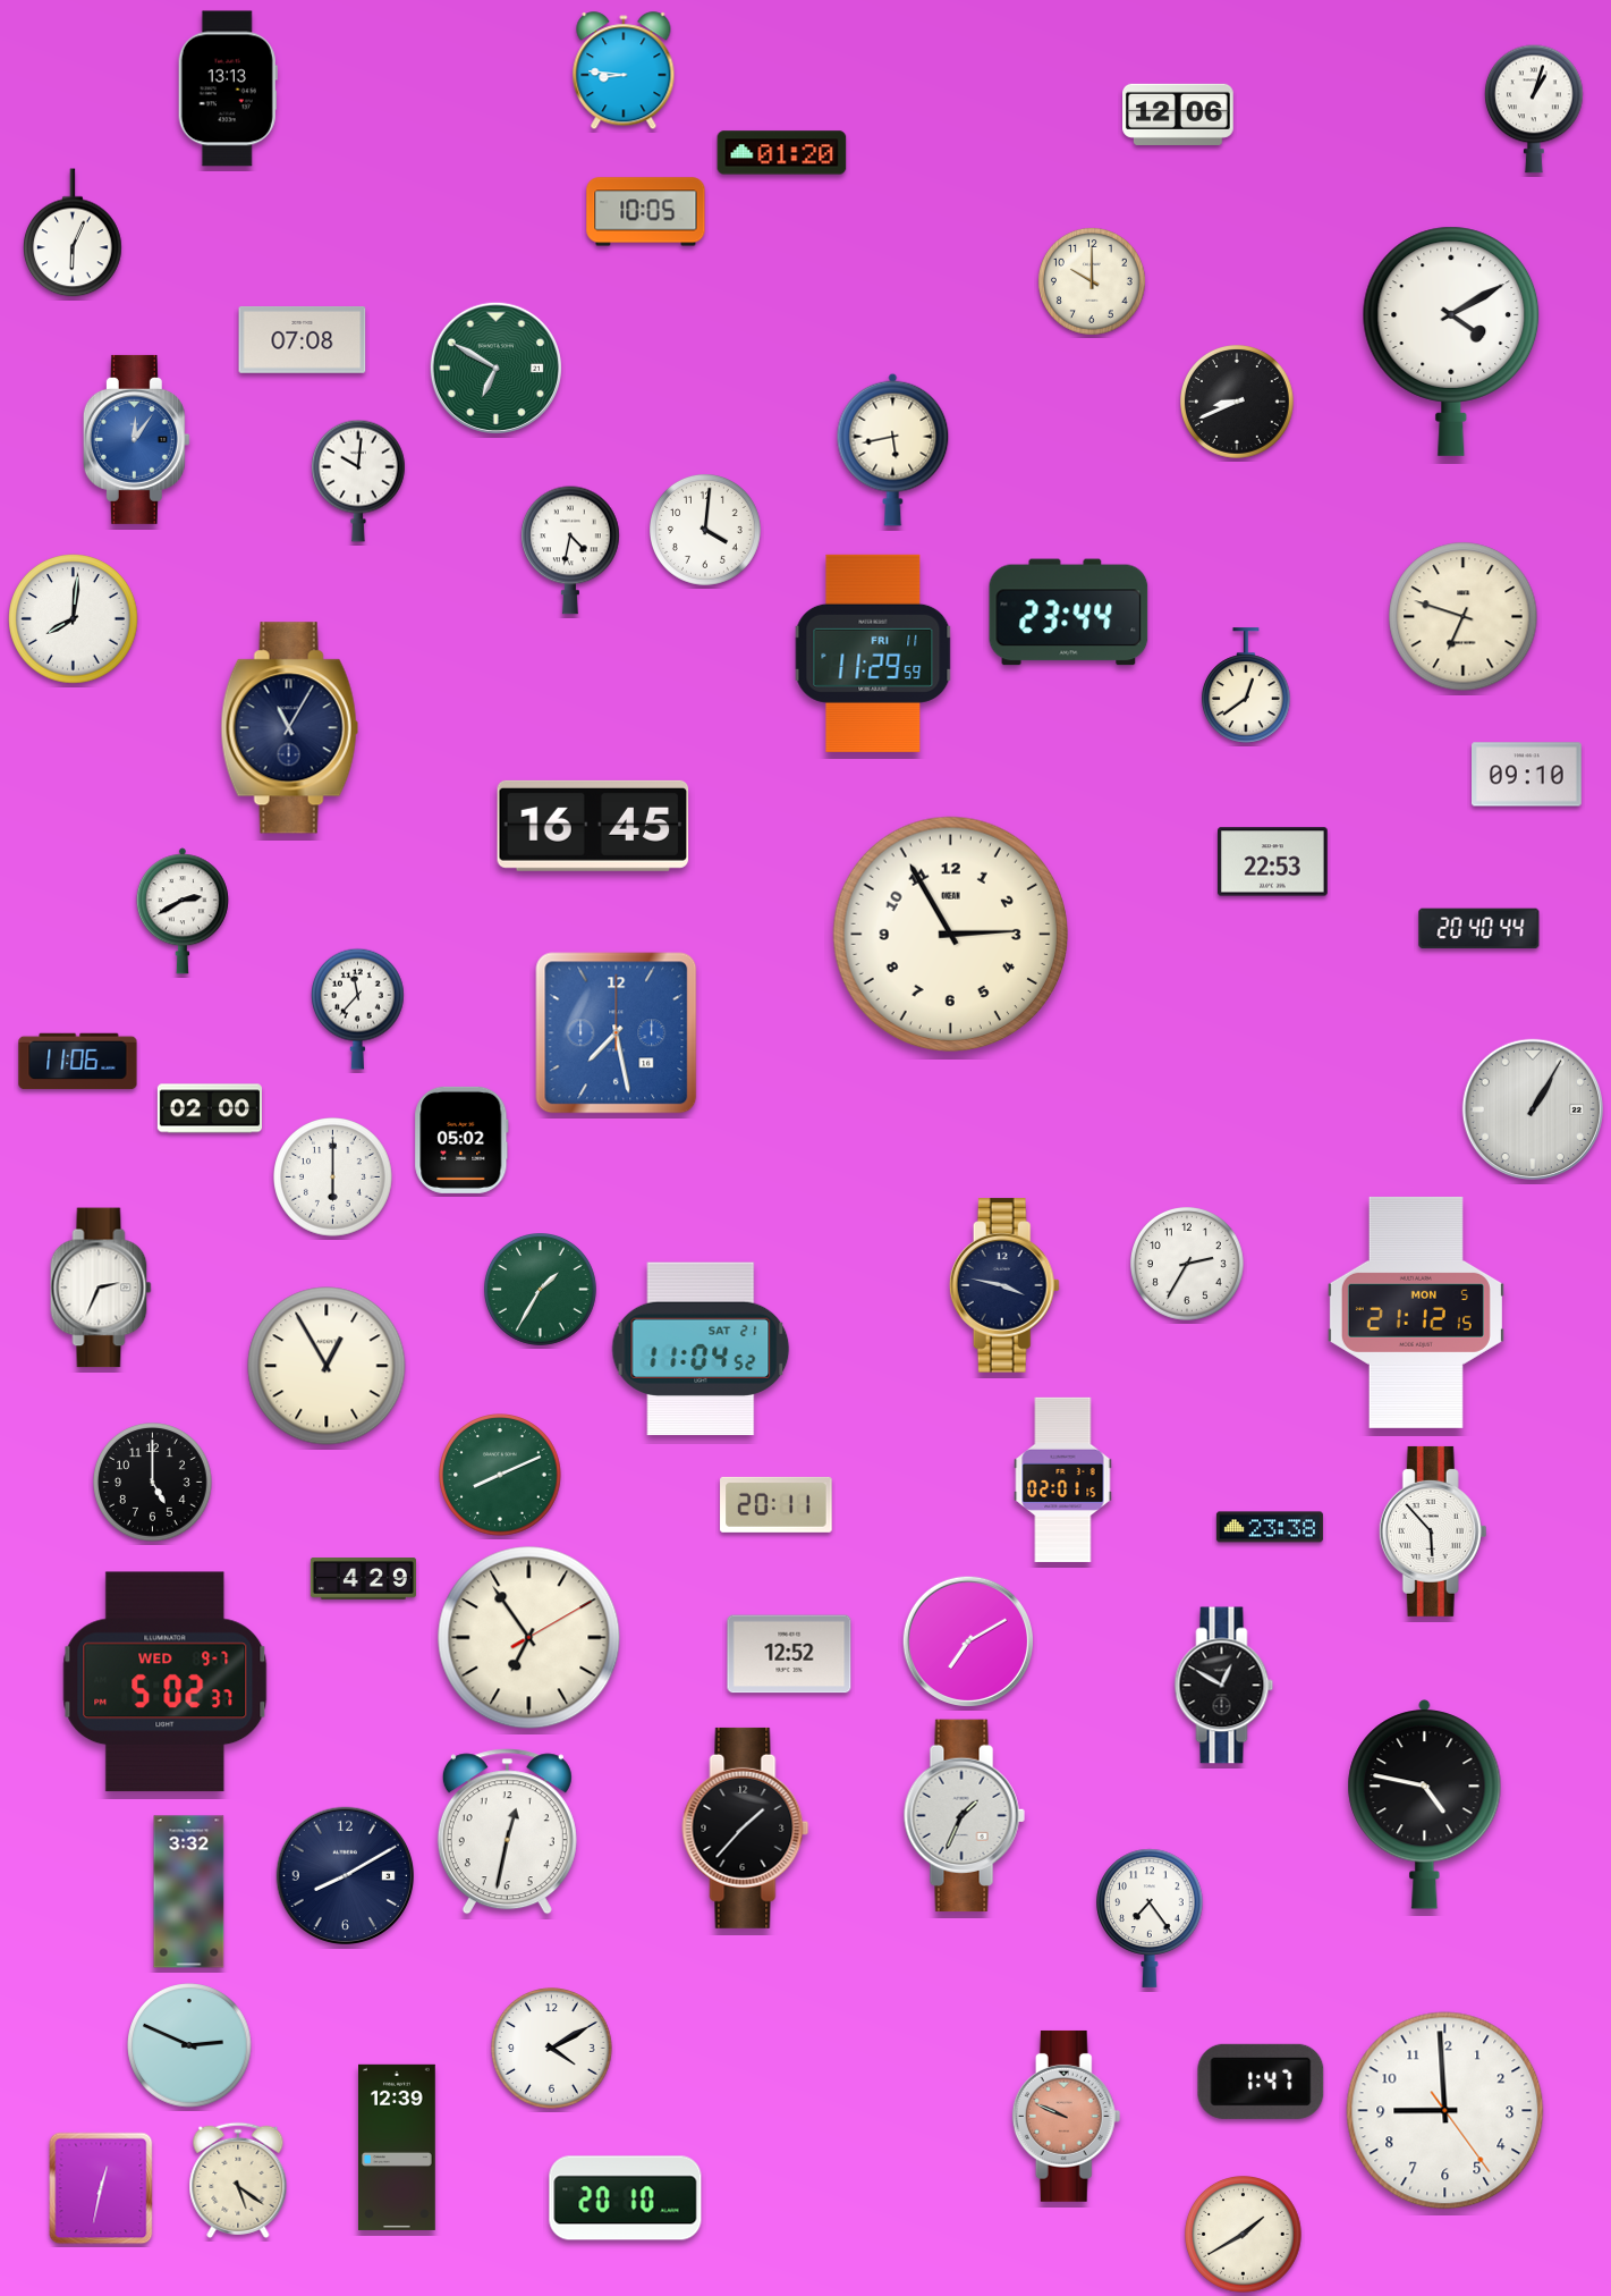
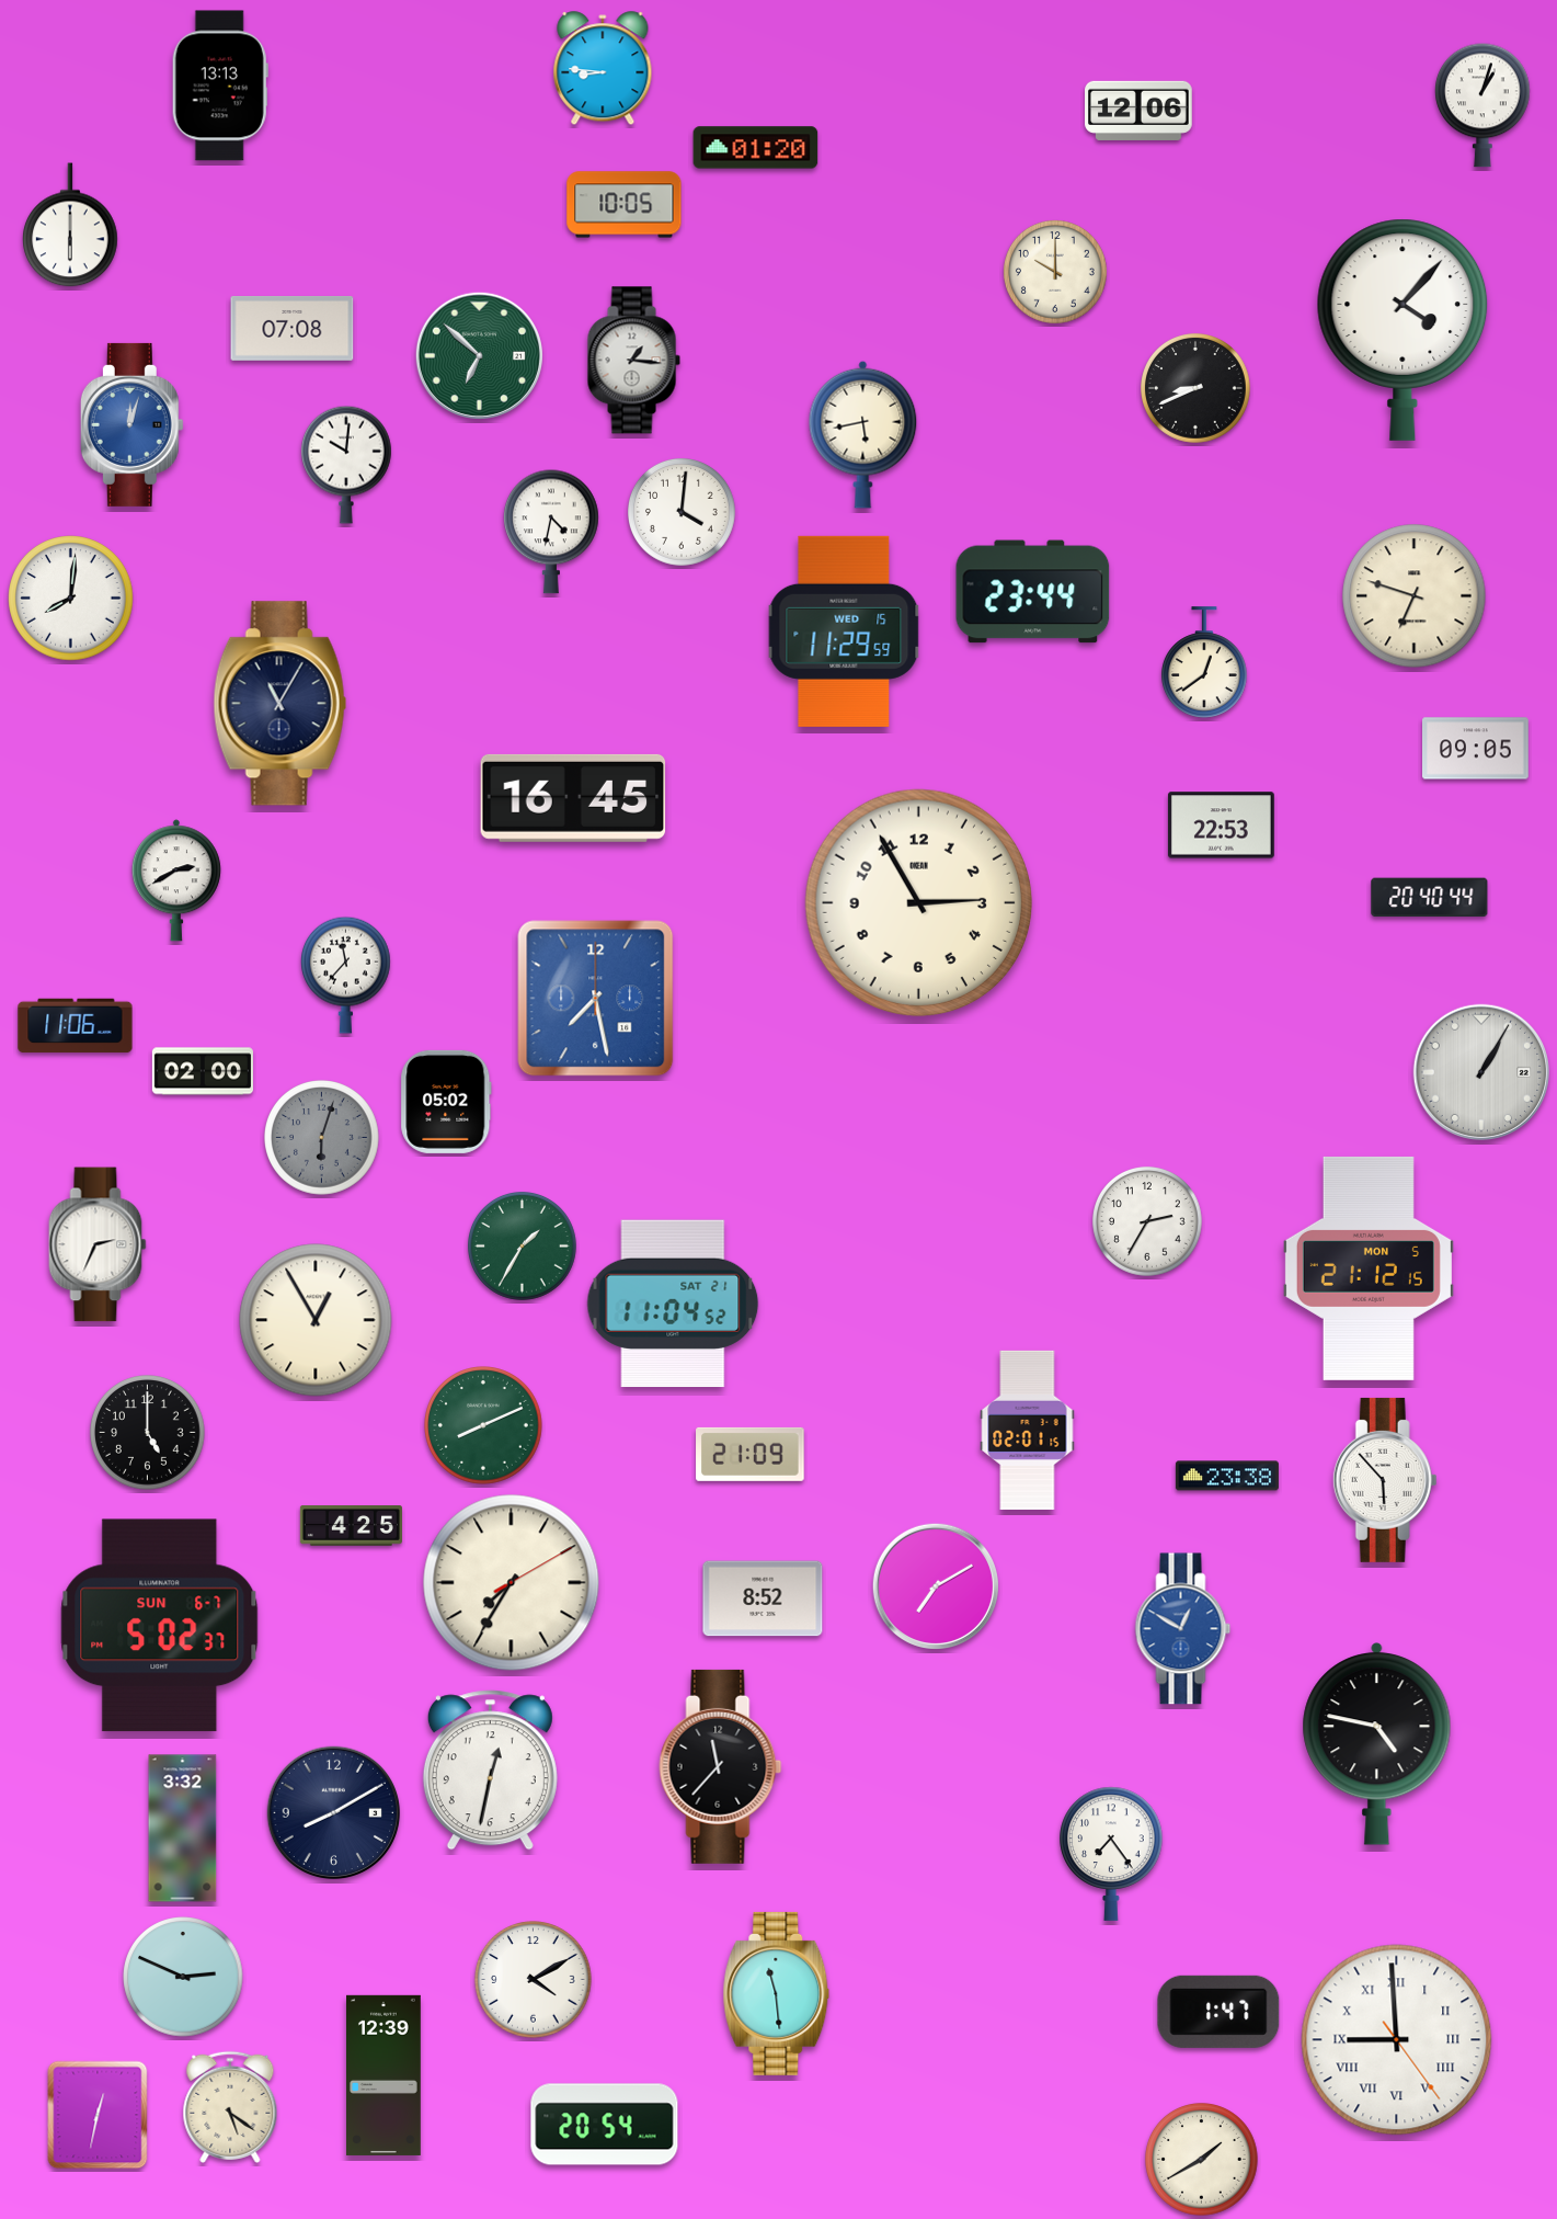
clock at (73, 233): 6:04 -> 6:00
clock at (1451, 341): 4:10 -> 4:07
clock at (495, 368): 6:50 -> 6:52
clock at (633, 361): none -> 1:16
clock at (136, 439): 12:06 -> 12:03
clock at (873, 653) date: FRI 11 -> WED 15
clock at (1527, 775): 09:10 -> 09:05
clock at (1272, 862) position: (1272, 862) -> (1221, 826)
clock at (333, 1177): 6:00 -> 6:03
clock at (333, 1177) dial: white -> grey
clock at (1004, 1285): 3:47 -> none
clock at (701, 1349) position: (701, 1349) -> (673, 1304)
clock at (777, 1504): 20:11 -> 21:09
clock at (363, 1579): 4:29 -> 4:25
clock at (529, 1638): 6:54 -> 7:35
clock at (789, 1654): 12:52 -> 8:52
clock at (166, 1682) date: WED 9-7 -> SUN 6-7
clock at (1224, 1686) dial: black -> blue
clock at (964, 1816): 1:34 -> none
clock at (746, 1827): 1:37 -> 11:37
clock at (777, 1993): none -> 11:29
clock at (1445, 2111) numerals: Arabic -> Roman
clock at (1067, 2116): 9:49 -> none
clock at (626, 2198): 20:10 -> 20:54
